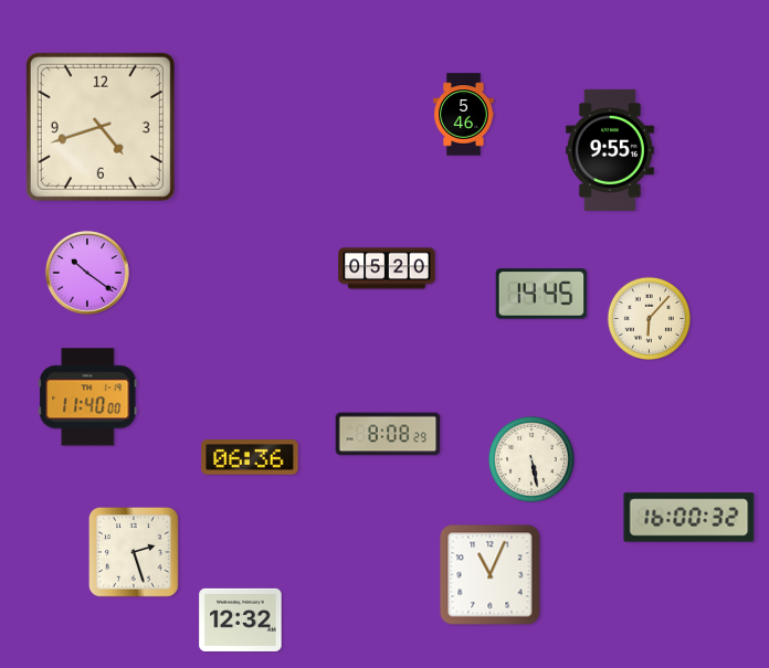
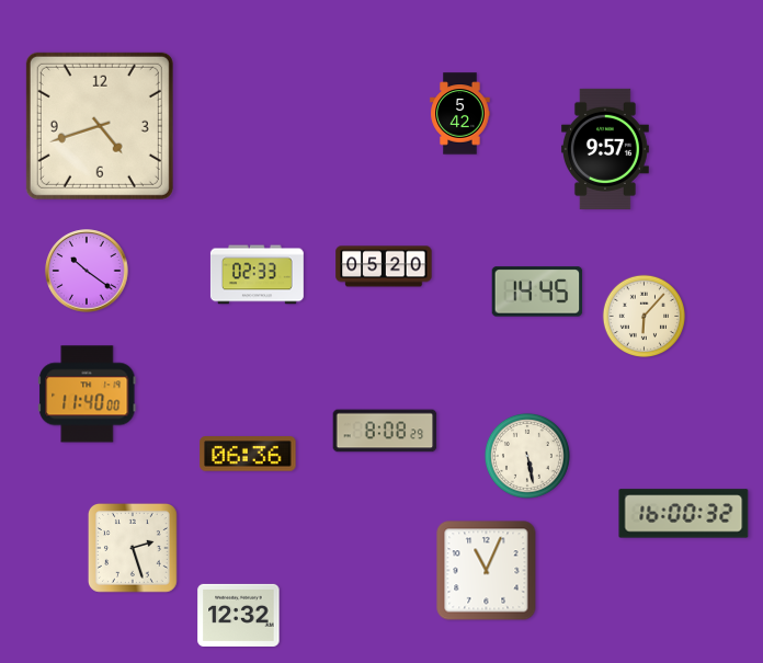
clock at (464, 115): 5:46 -> 5:42
clock at (610, 150): 9:55 -> 9:57
clock at (257, 275): none -> 02:33
